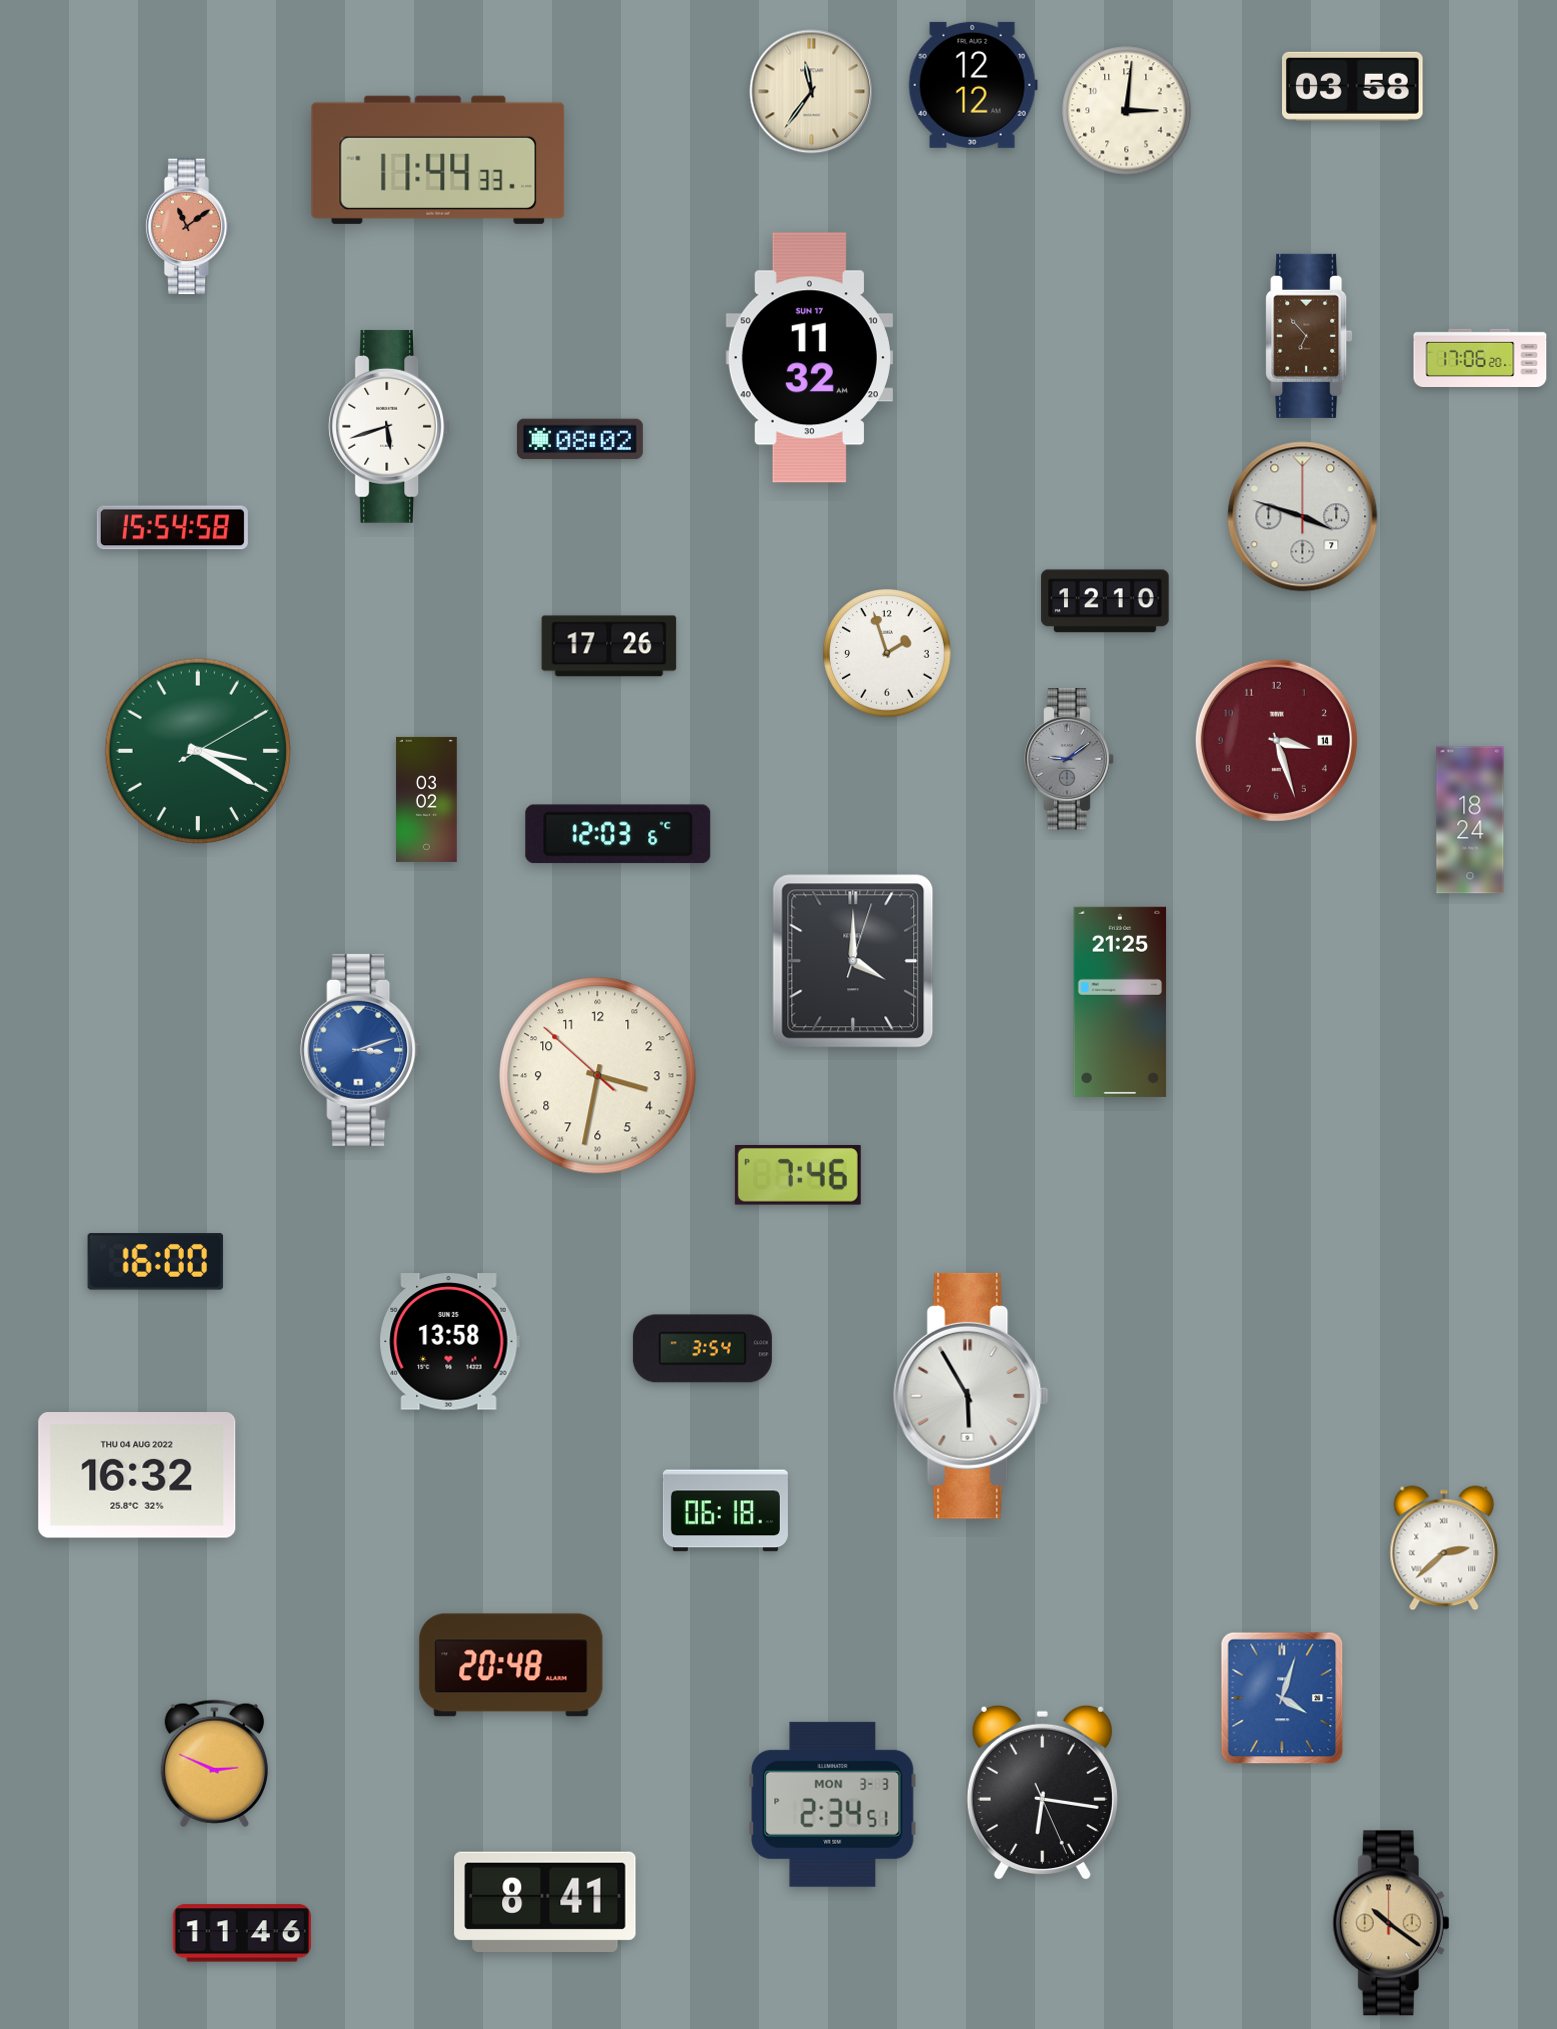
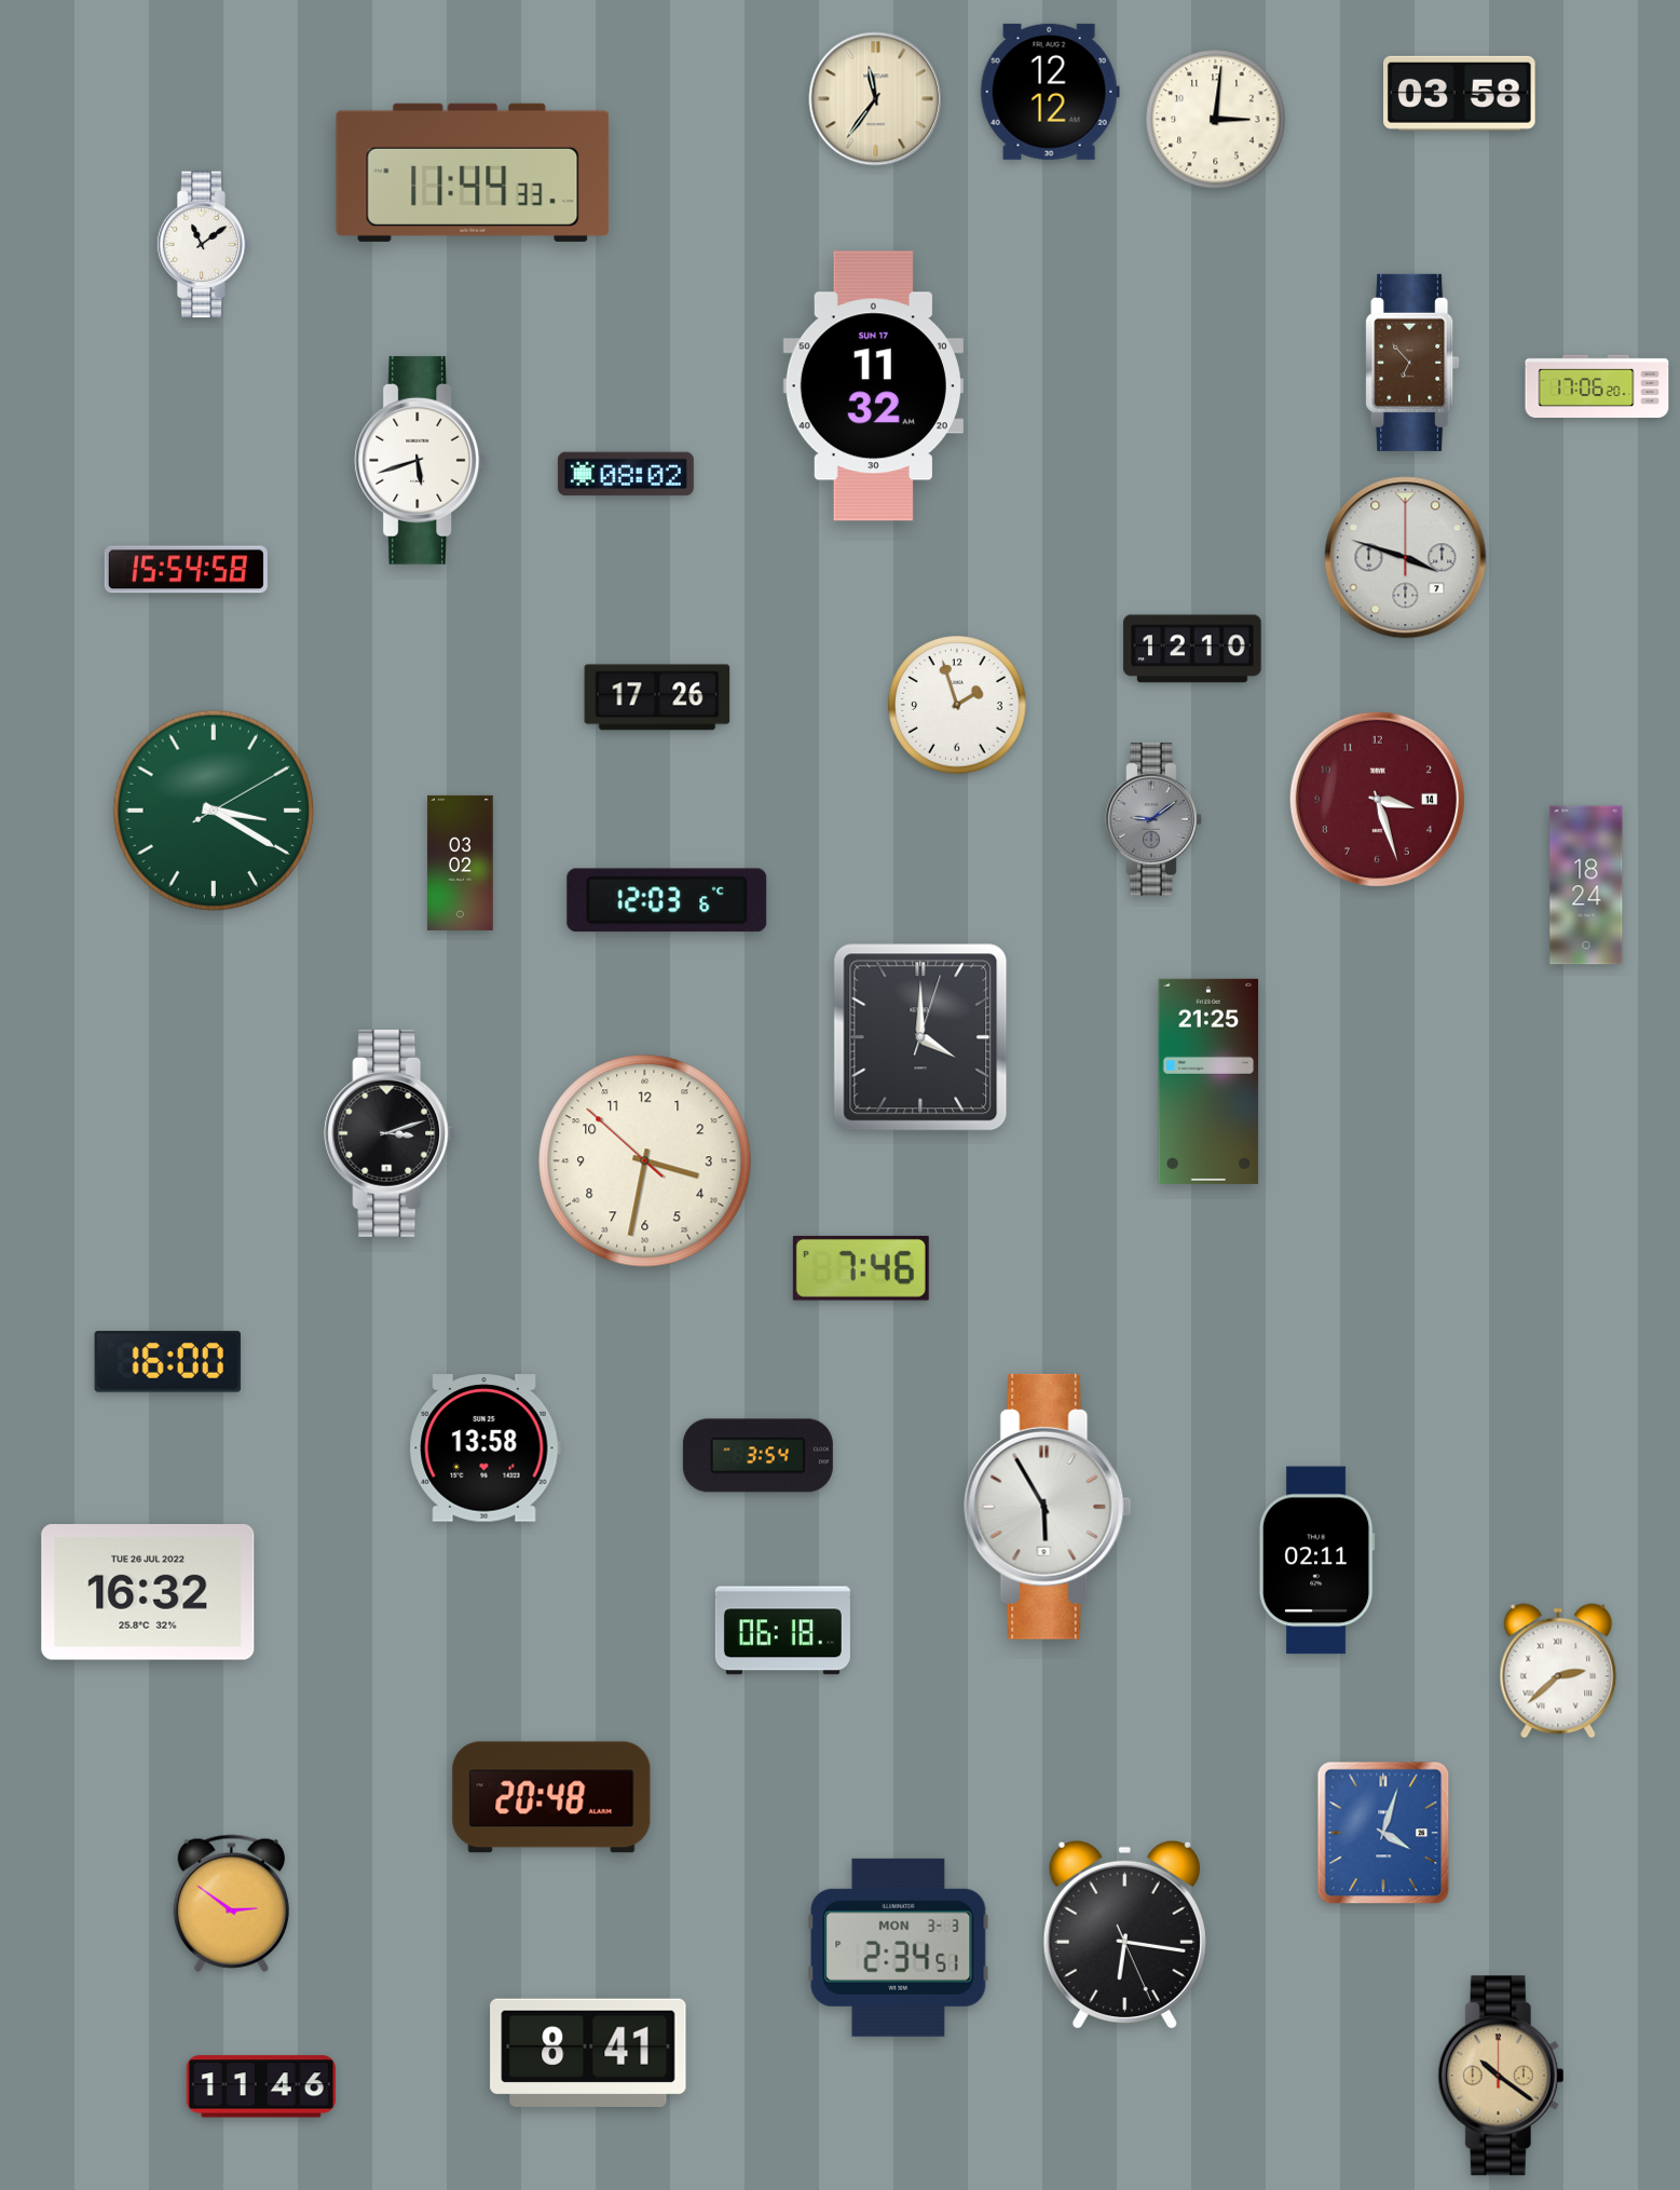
clock at (188, 227) dial: salmon -> white
clock at (361, 1050) dial: blue -> black
clock at (1316, 1561): none -> 02:11
clock at (137, 1476) date: THU 04 AUG 2022 -> TUE 26 JUL 2022
clock at (214, 1763): 2:49 -> 2:51
